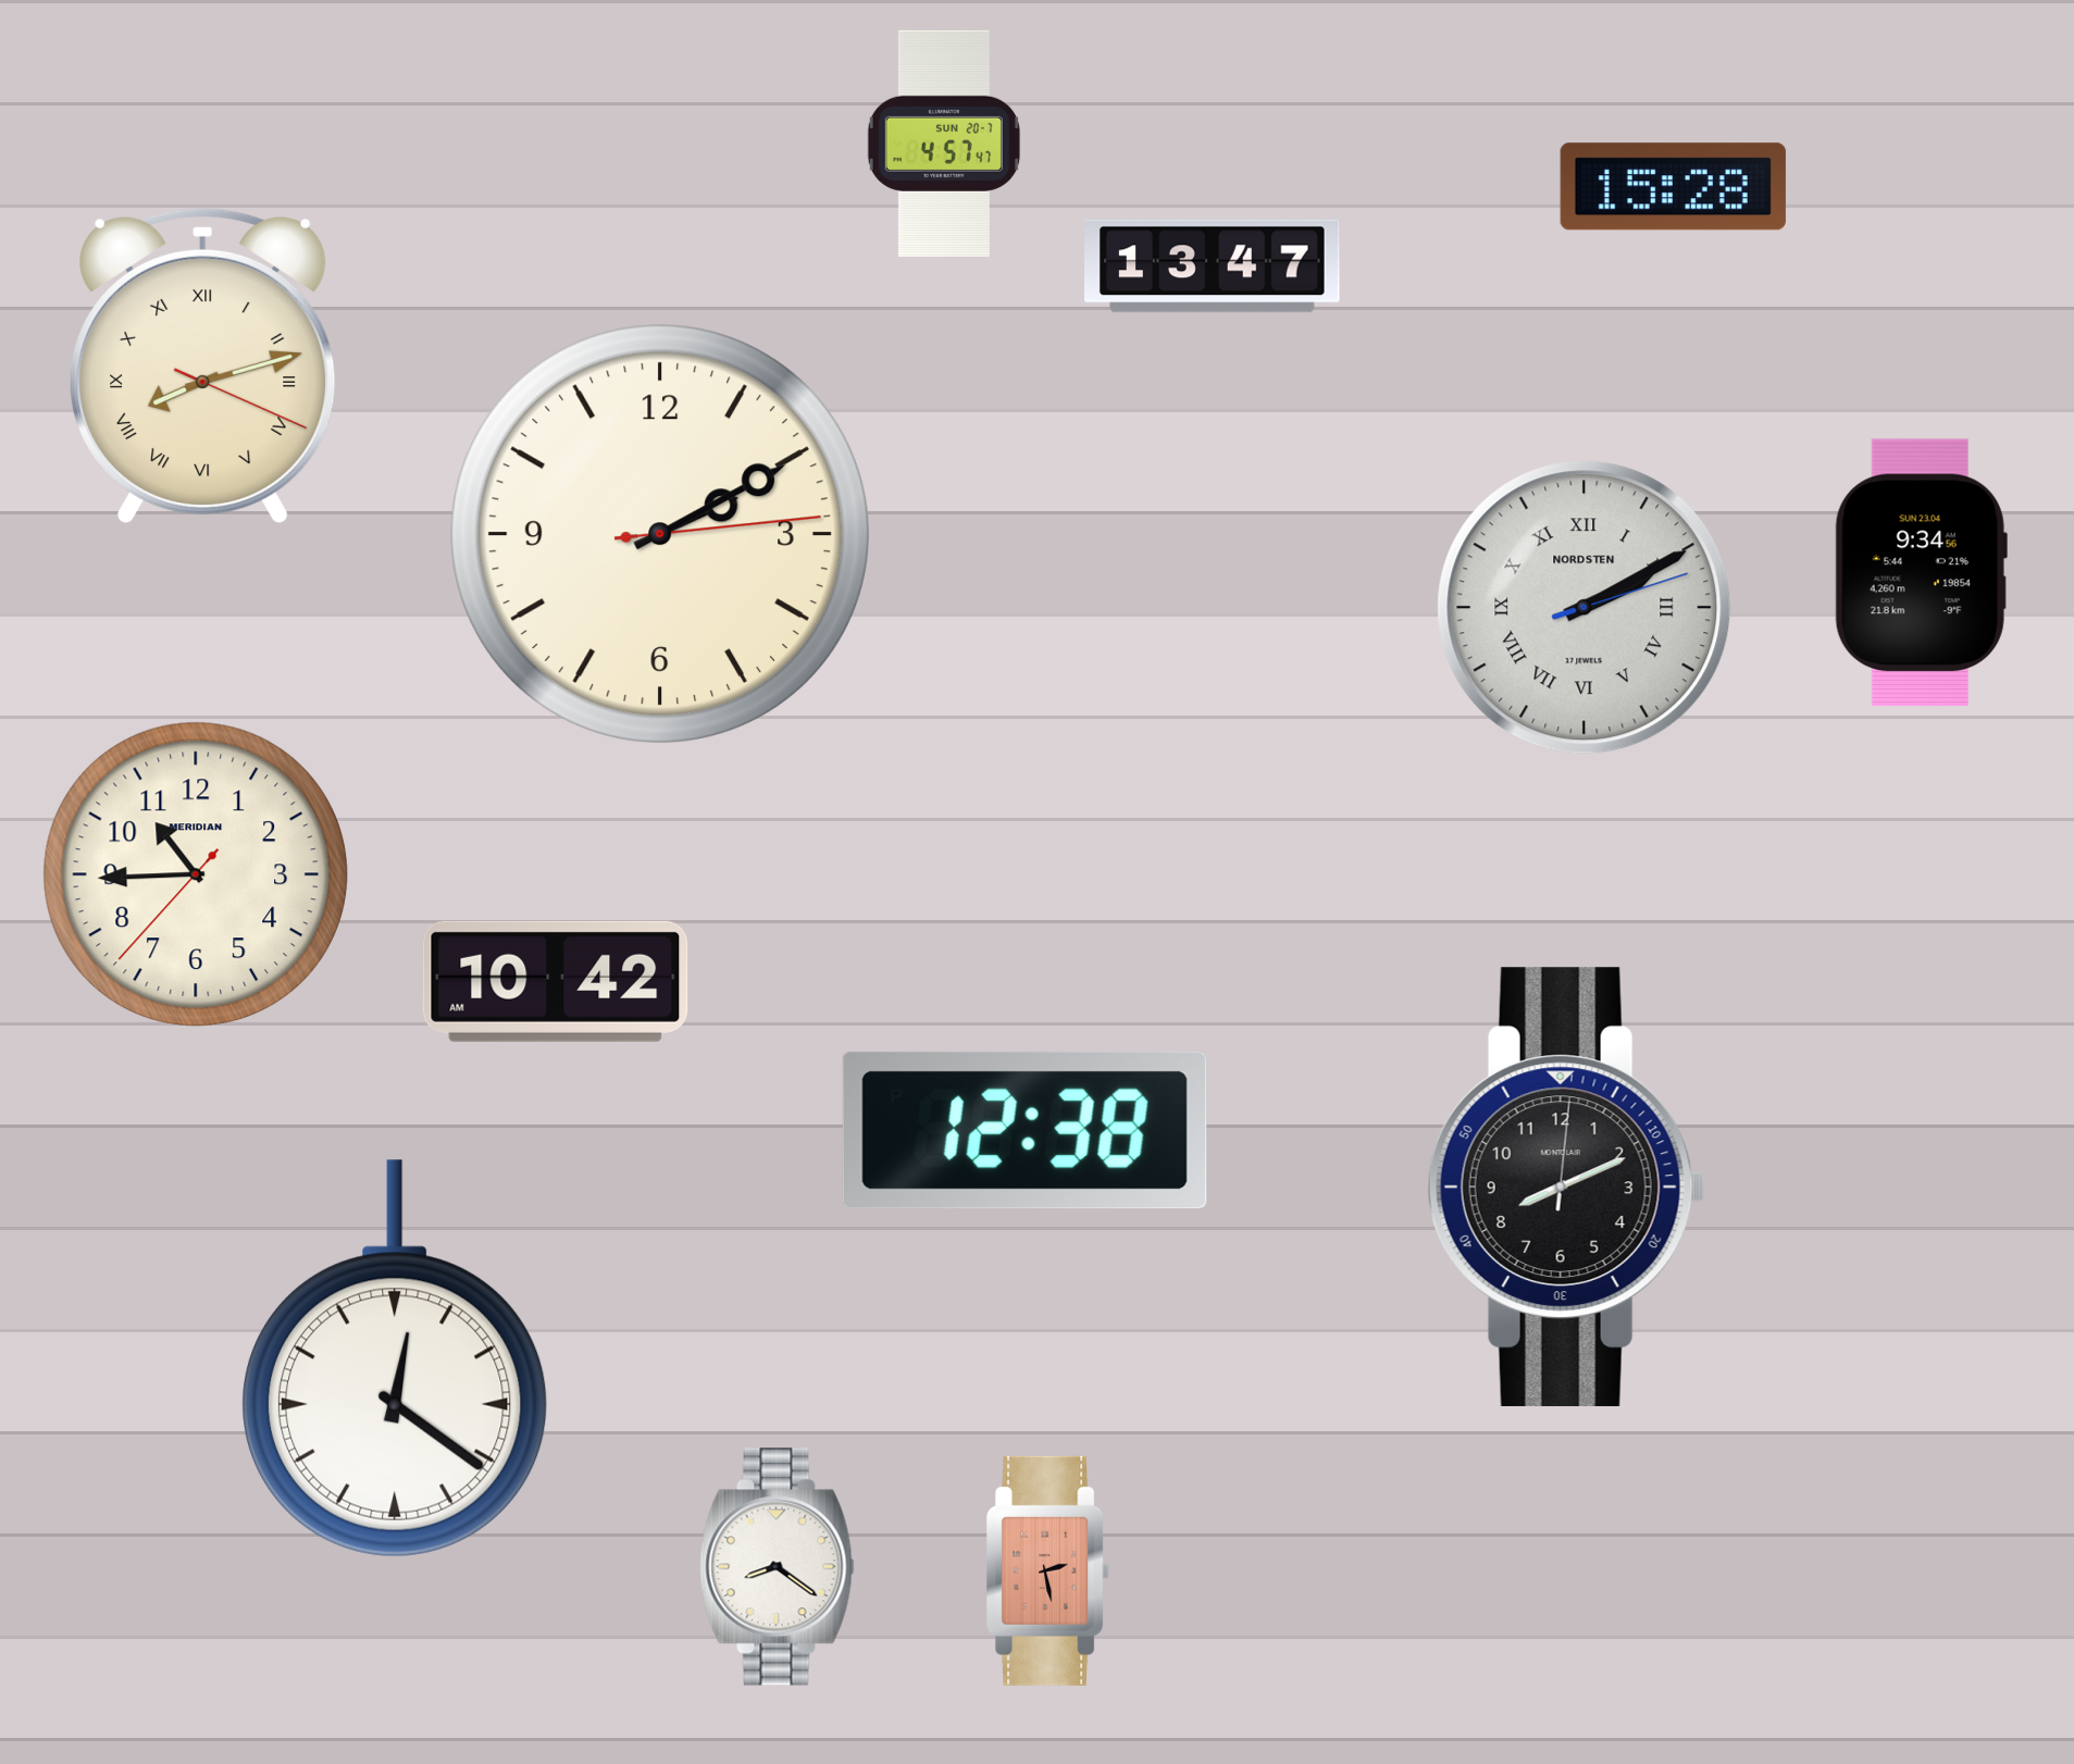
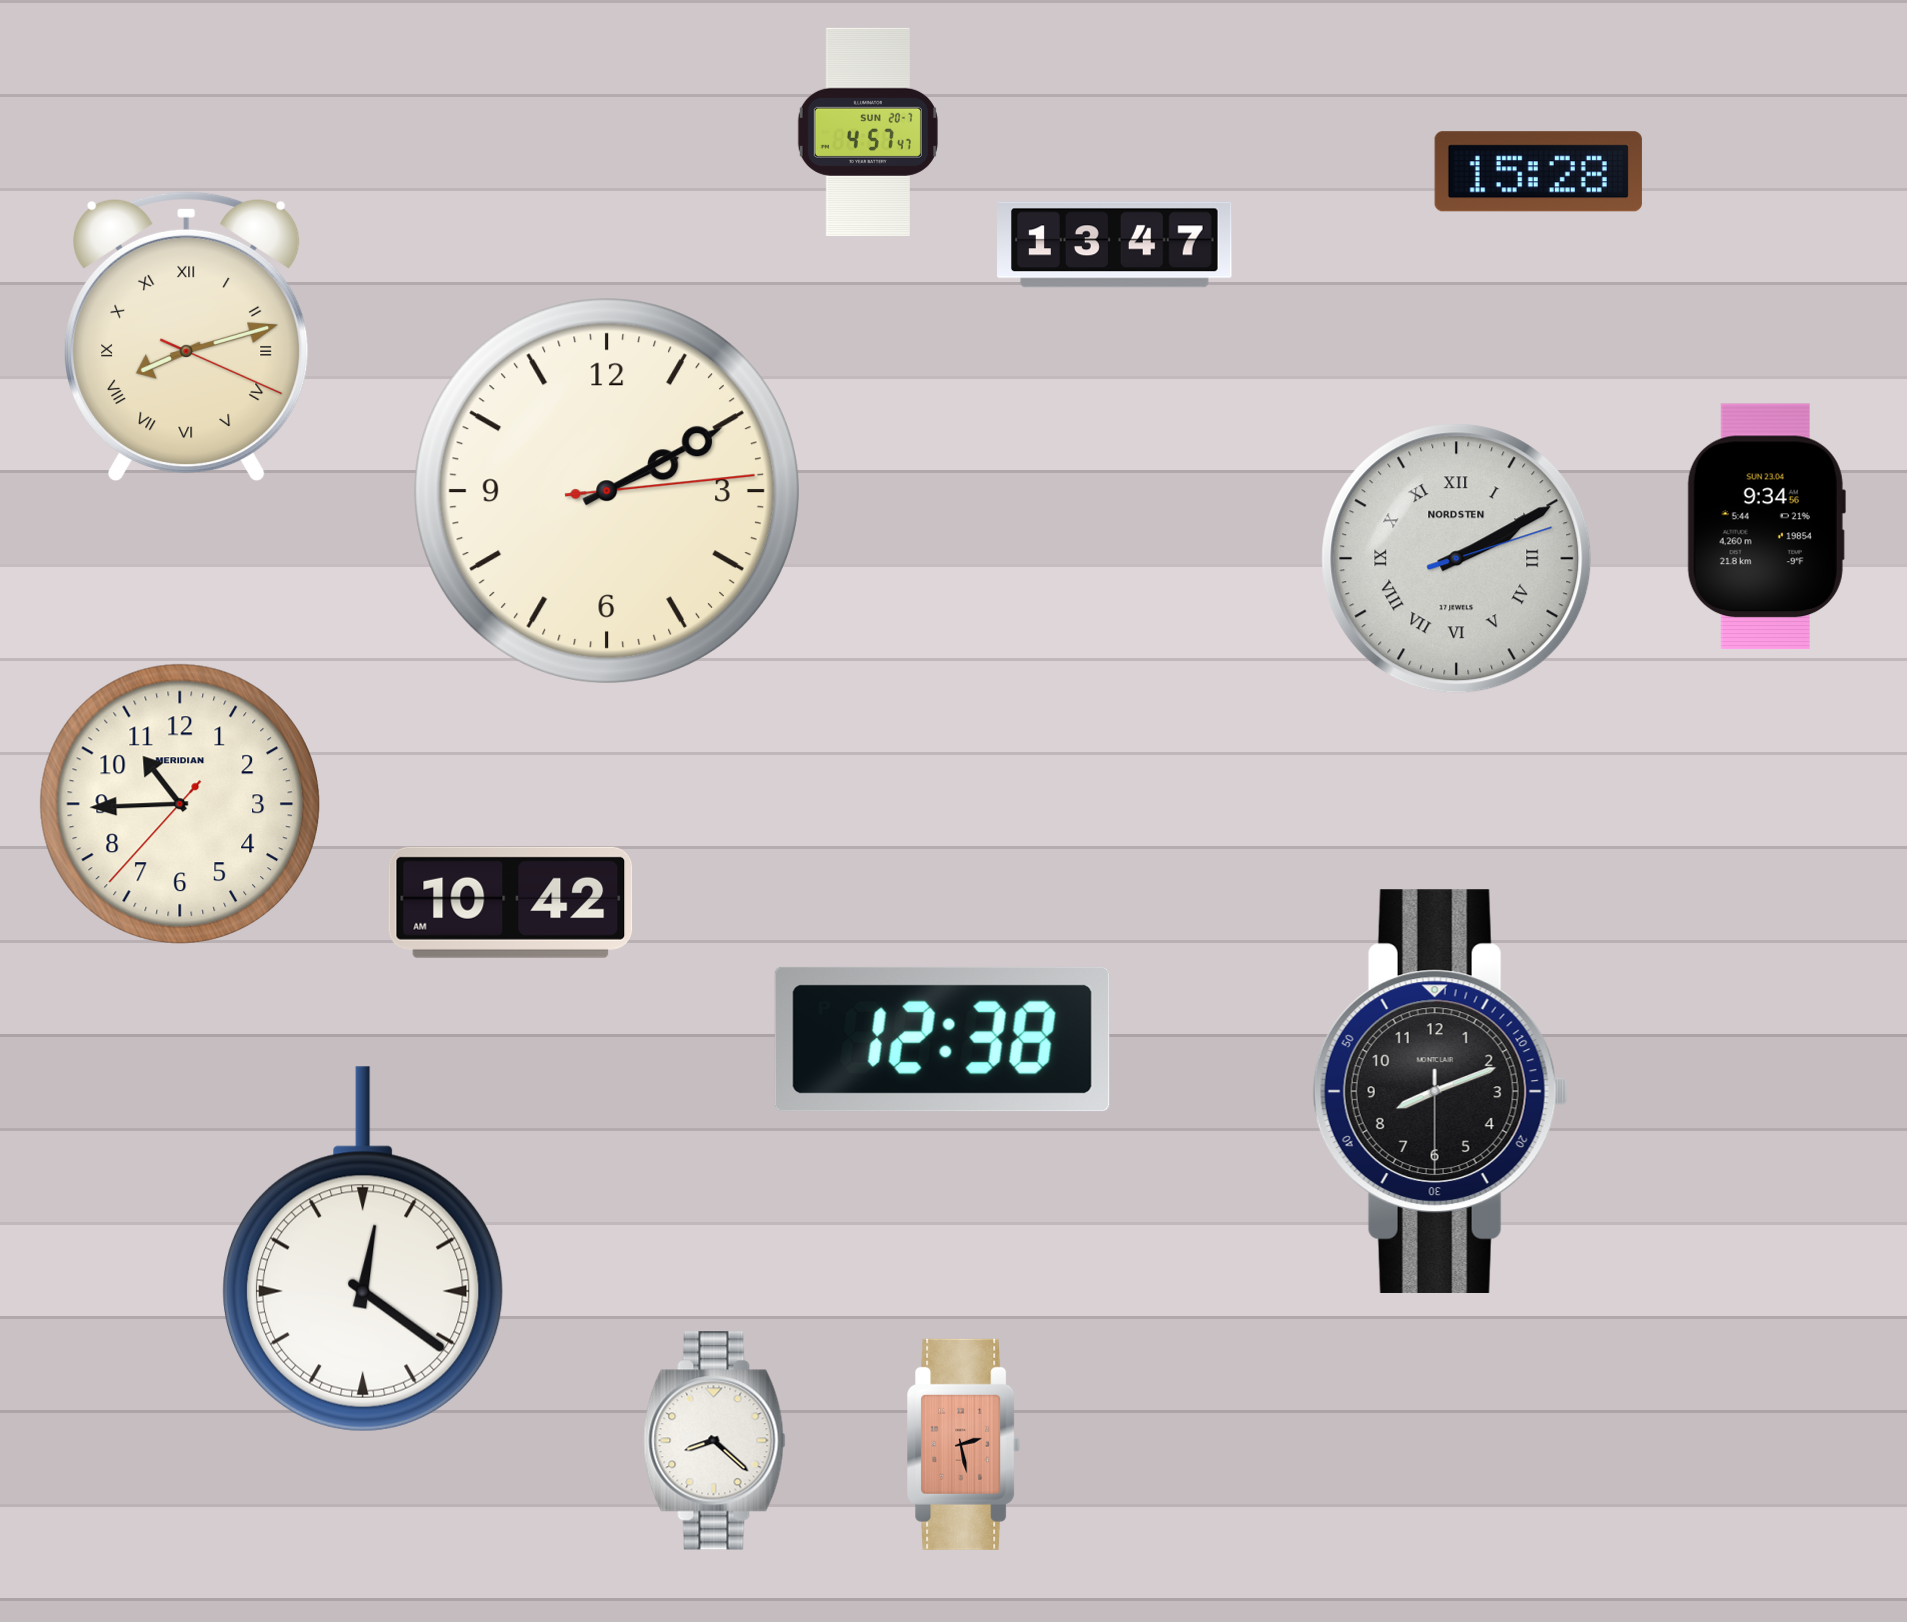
clock at (1566, 1187): 8:11:01 -> 8:11:30
clock at (778, 1567): 8:21 -> 8:22
